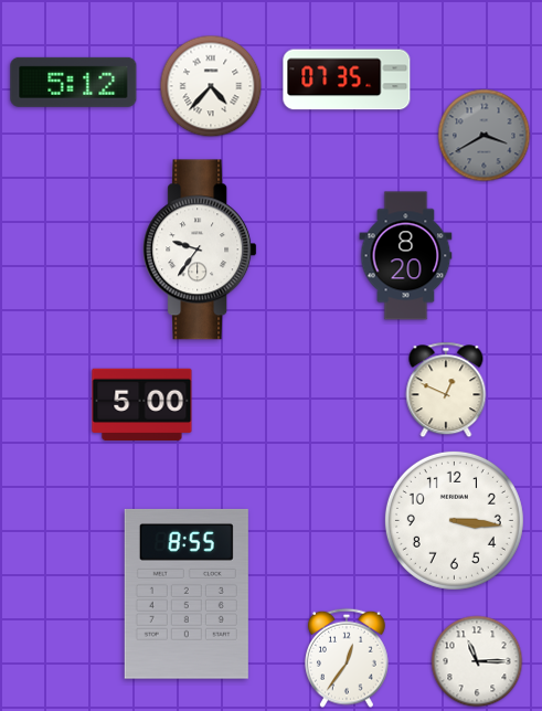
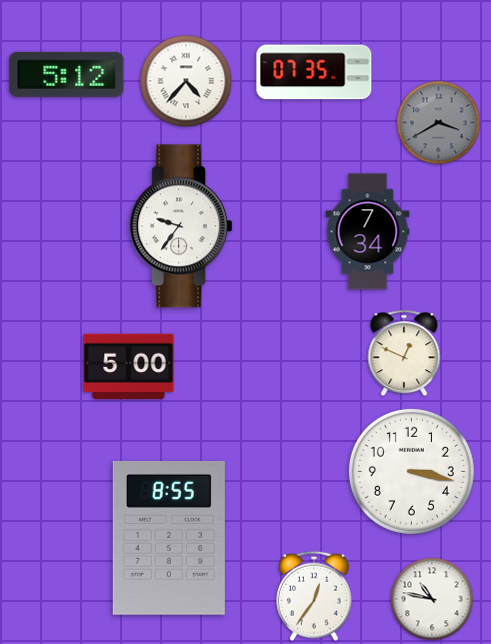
clock at (211, 86) position: (211, 86) -> (186, 81)
clock at (406, 256): 8:20 -> 7:34
clock at (454, 520): 3:16 -> 3:17
clock at (477, 661): 11:15 -> 10:47
